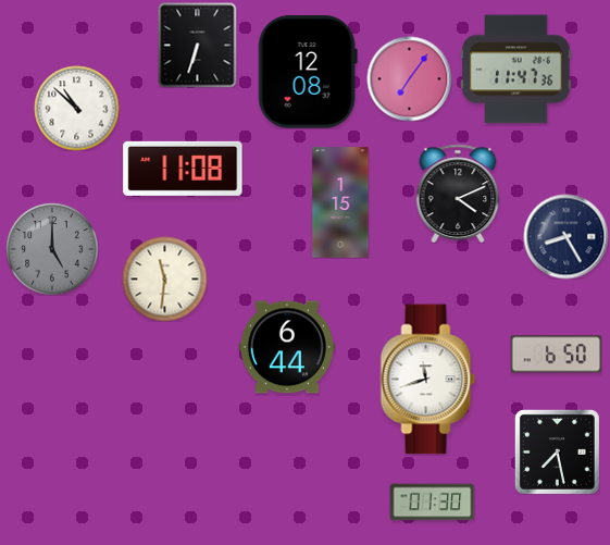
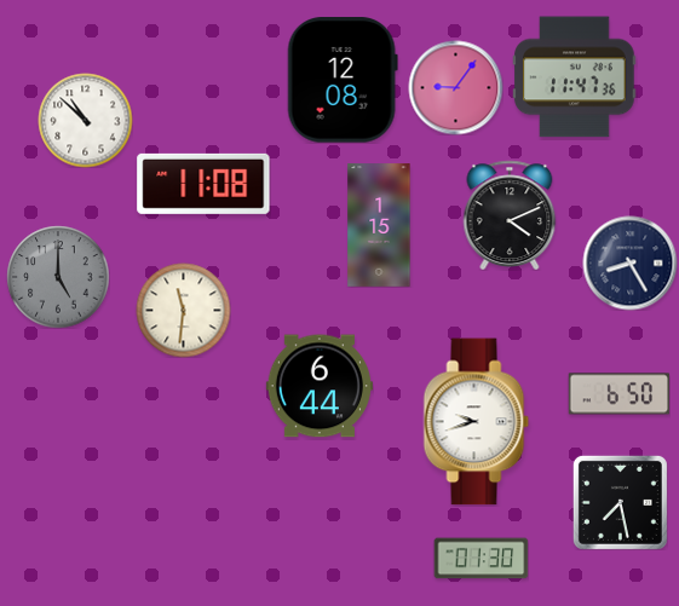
clock at (198, 45): 6:33 -> none
clock at (409, 78): 7:06 -> 9:06
clock at (183, 169) position: (183, 169) -> (203, 184)
clock at (428, 380): 11:42 -> 9:42
